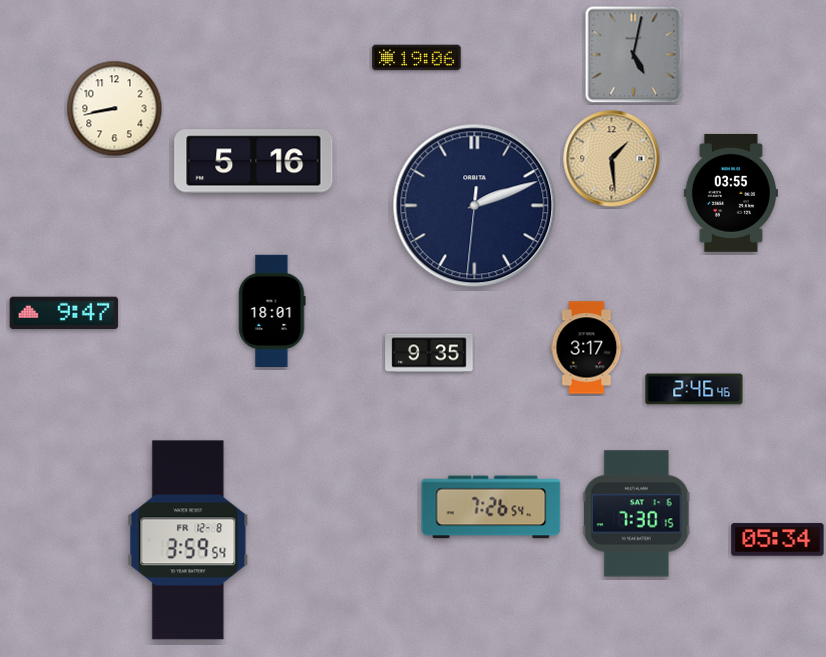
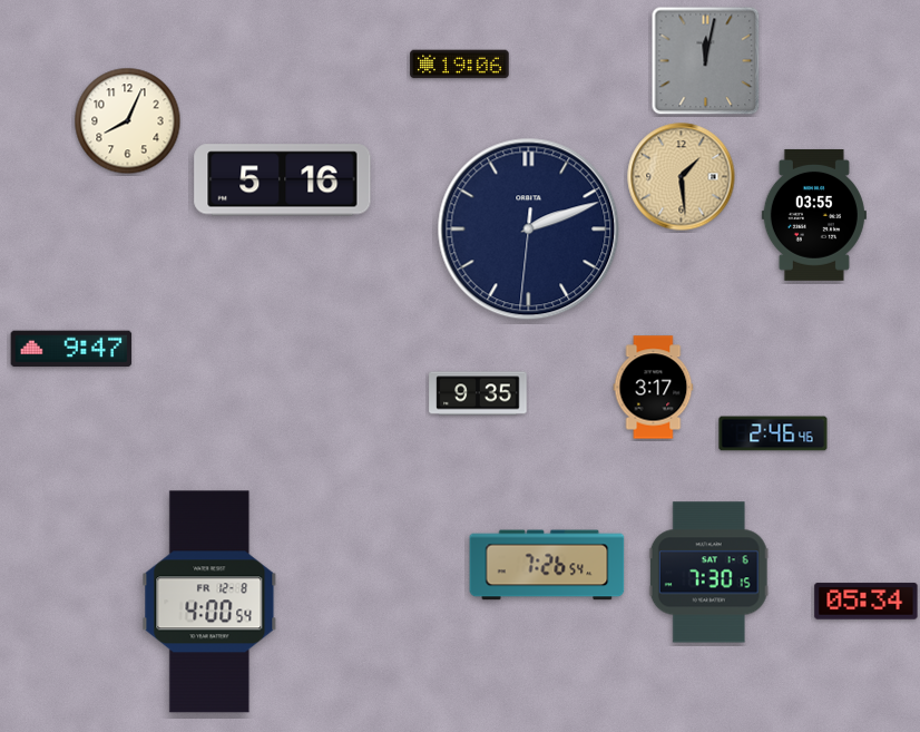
clock at (634, 55): 5:02 -> 12:02
clock at (417, 58) position: (417, 58) -> (460, 65)
clock at (115, 109): 8:43 -> 8:04
clock at (272, 310): 18:01 -> none
clock at (188, 540): 3:59 -> 4:00
